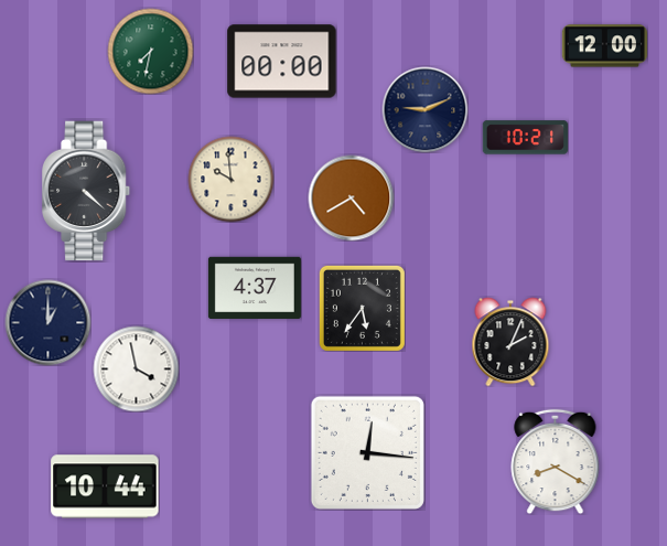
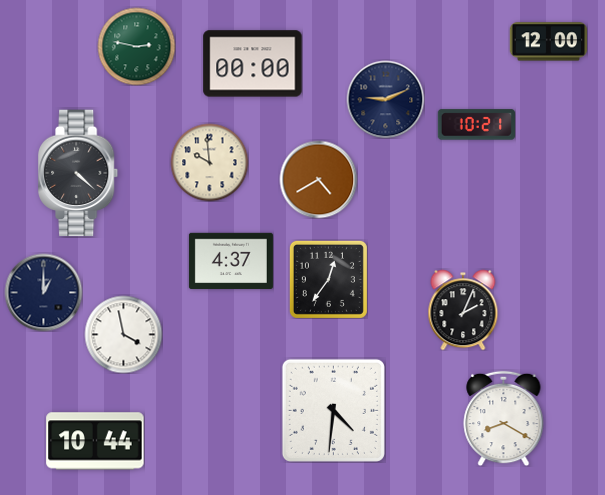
clock at (150, 51): 7:32 -> 2:47
clock at (282, 62) position: (282, 62) -> (253, 64)
clock at (362, 308): 5:36 -> 12:36
clock at (367, 452): 12:16 -> 4:31
